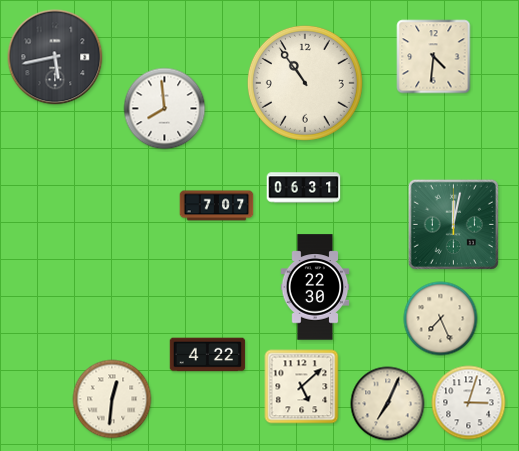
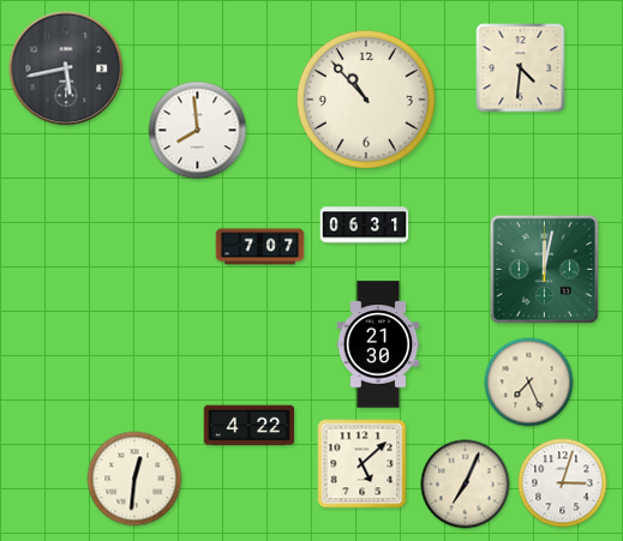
clock at (305, 83): 10:54 -> 10:53
clock at (315, 287): 22:30 -> 21:30
